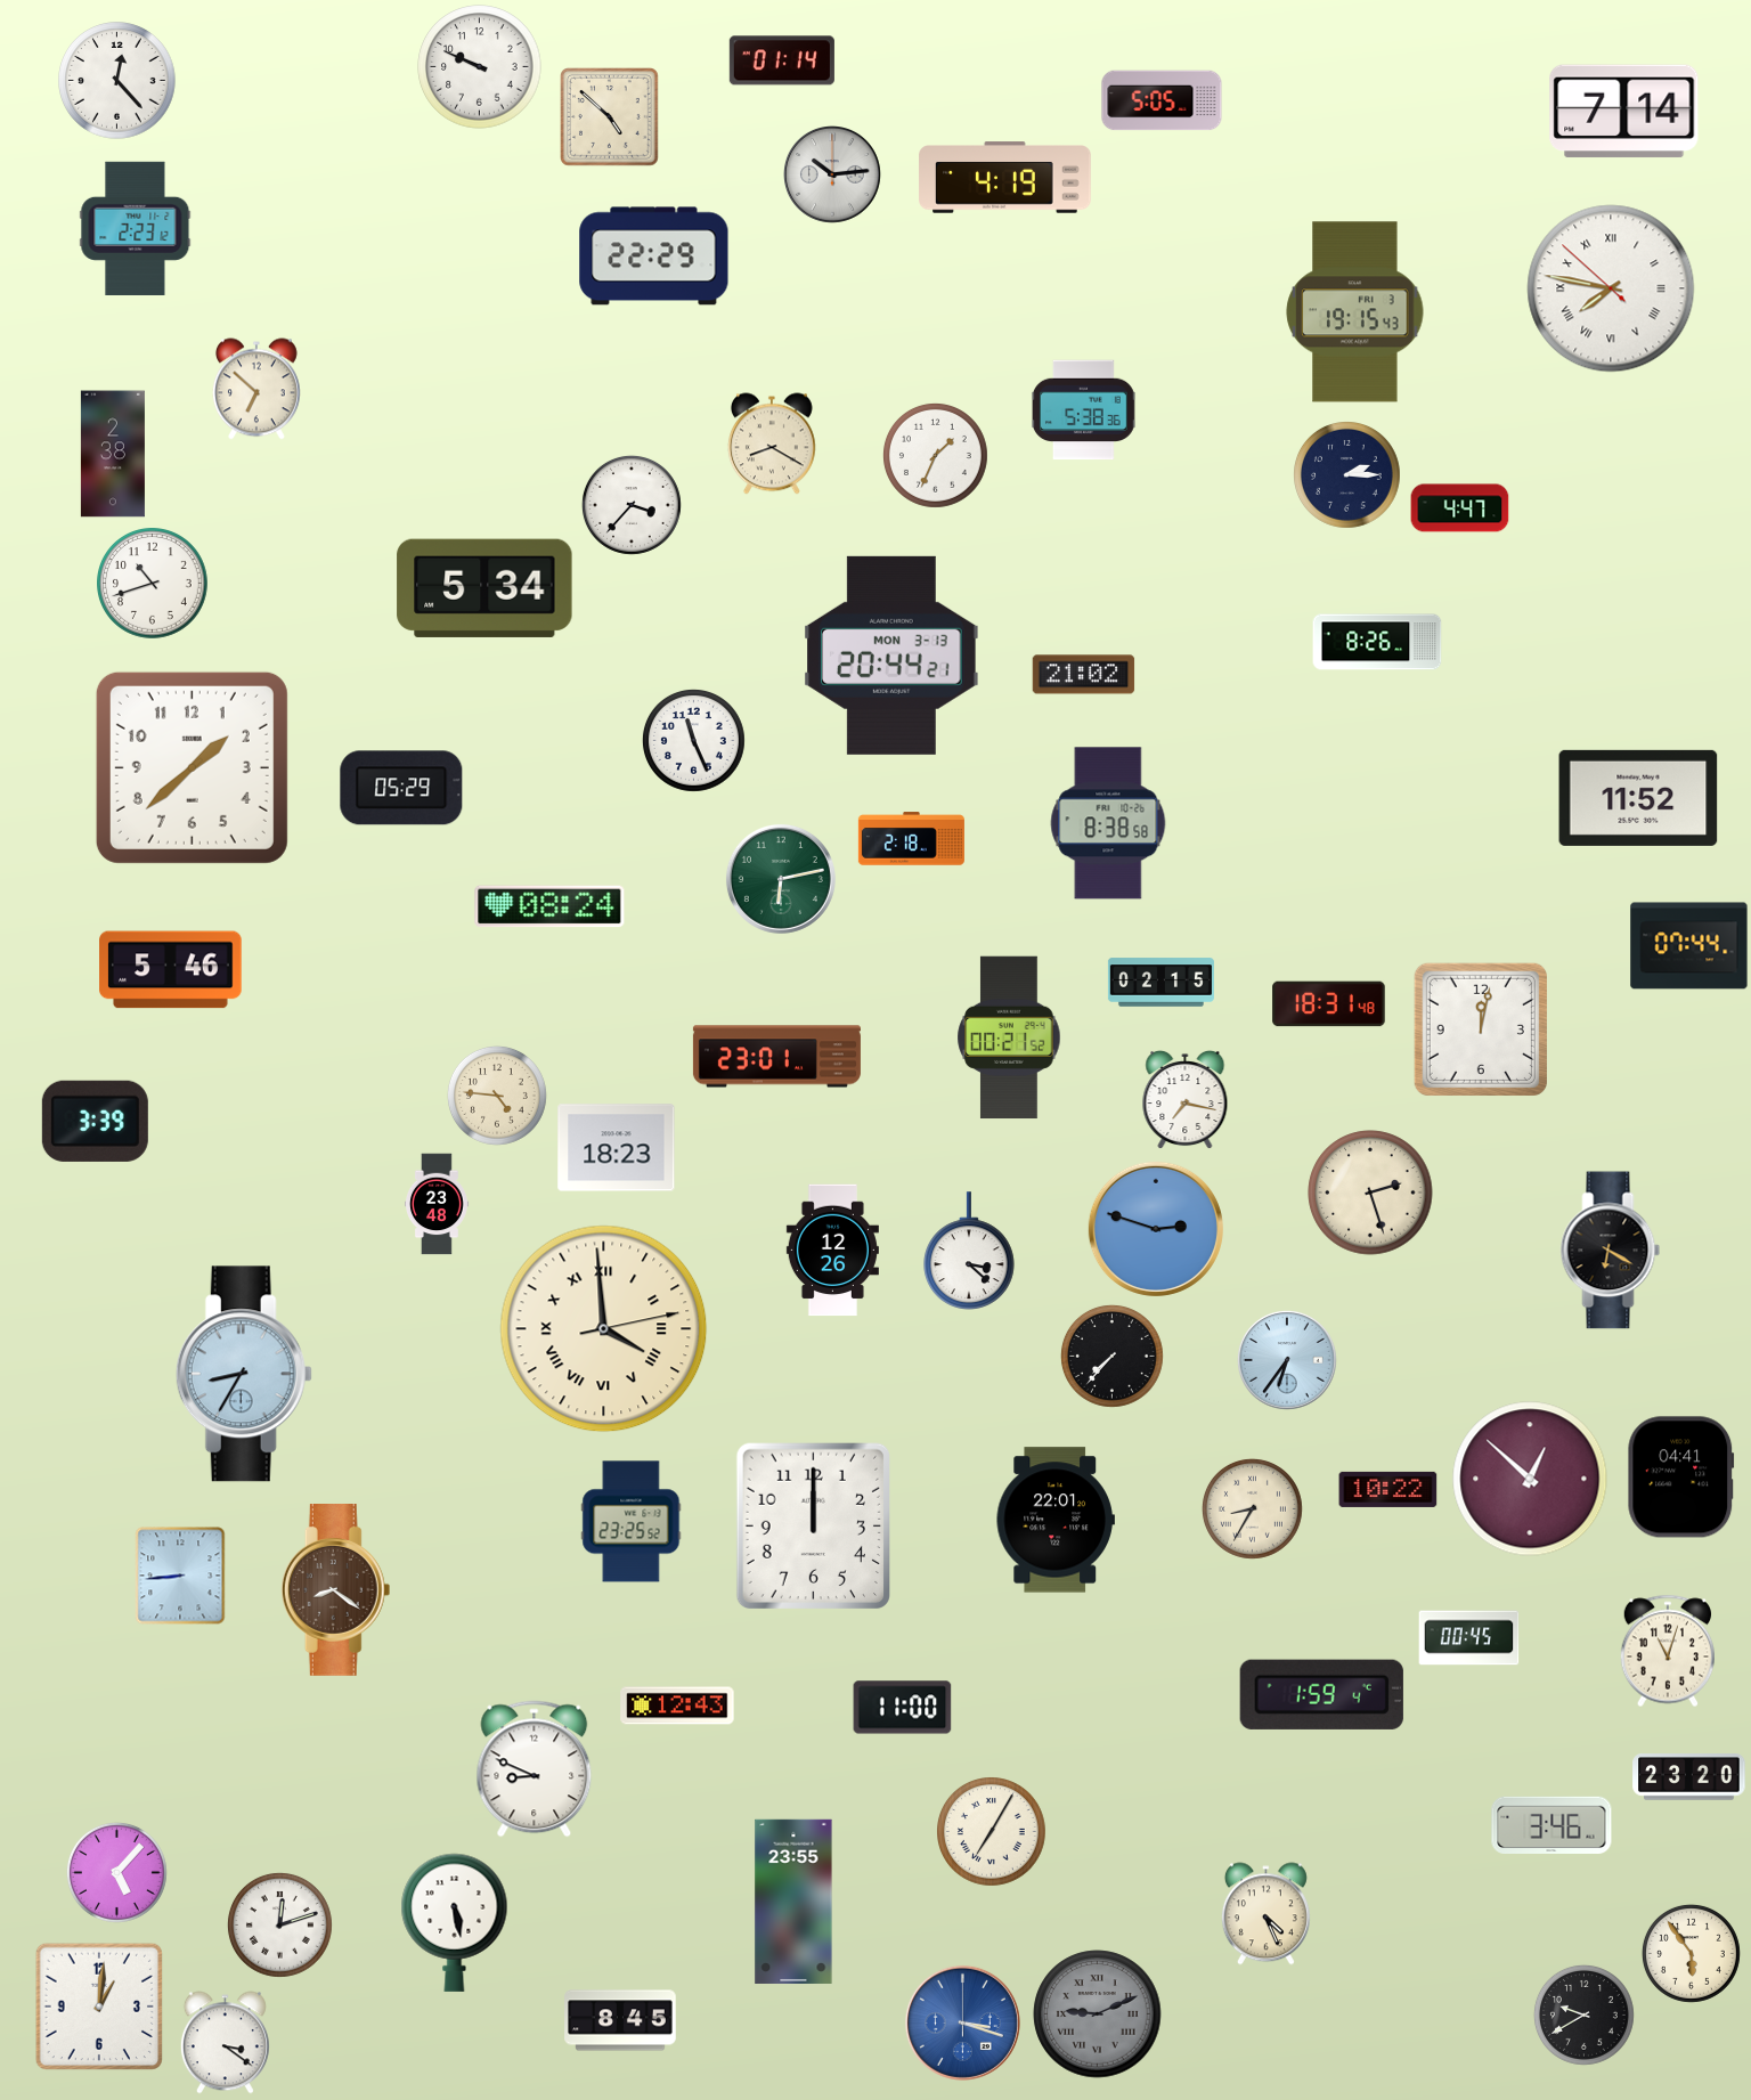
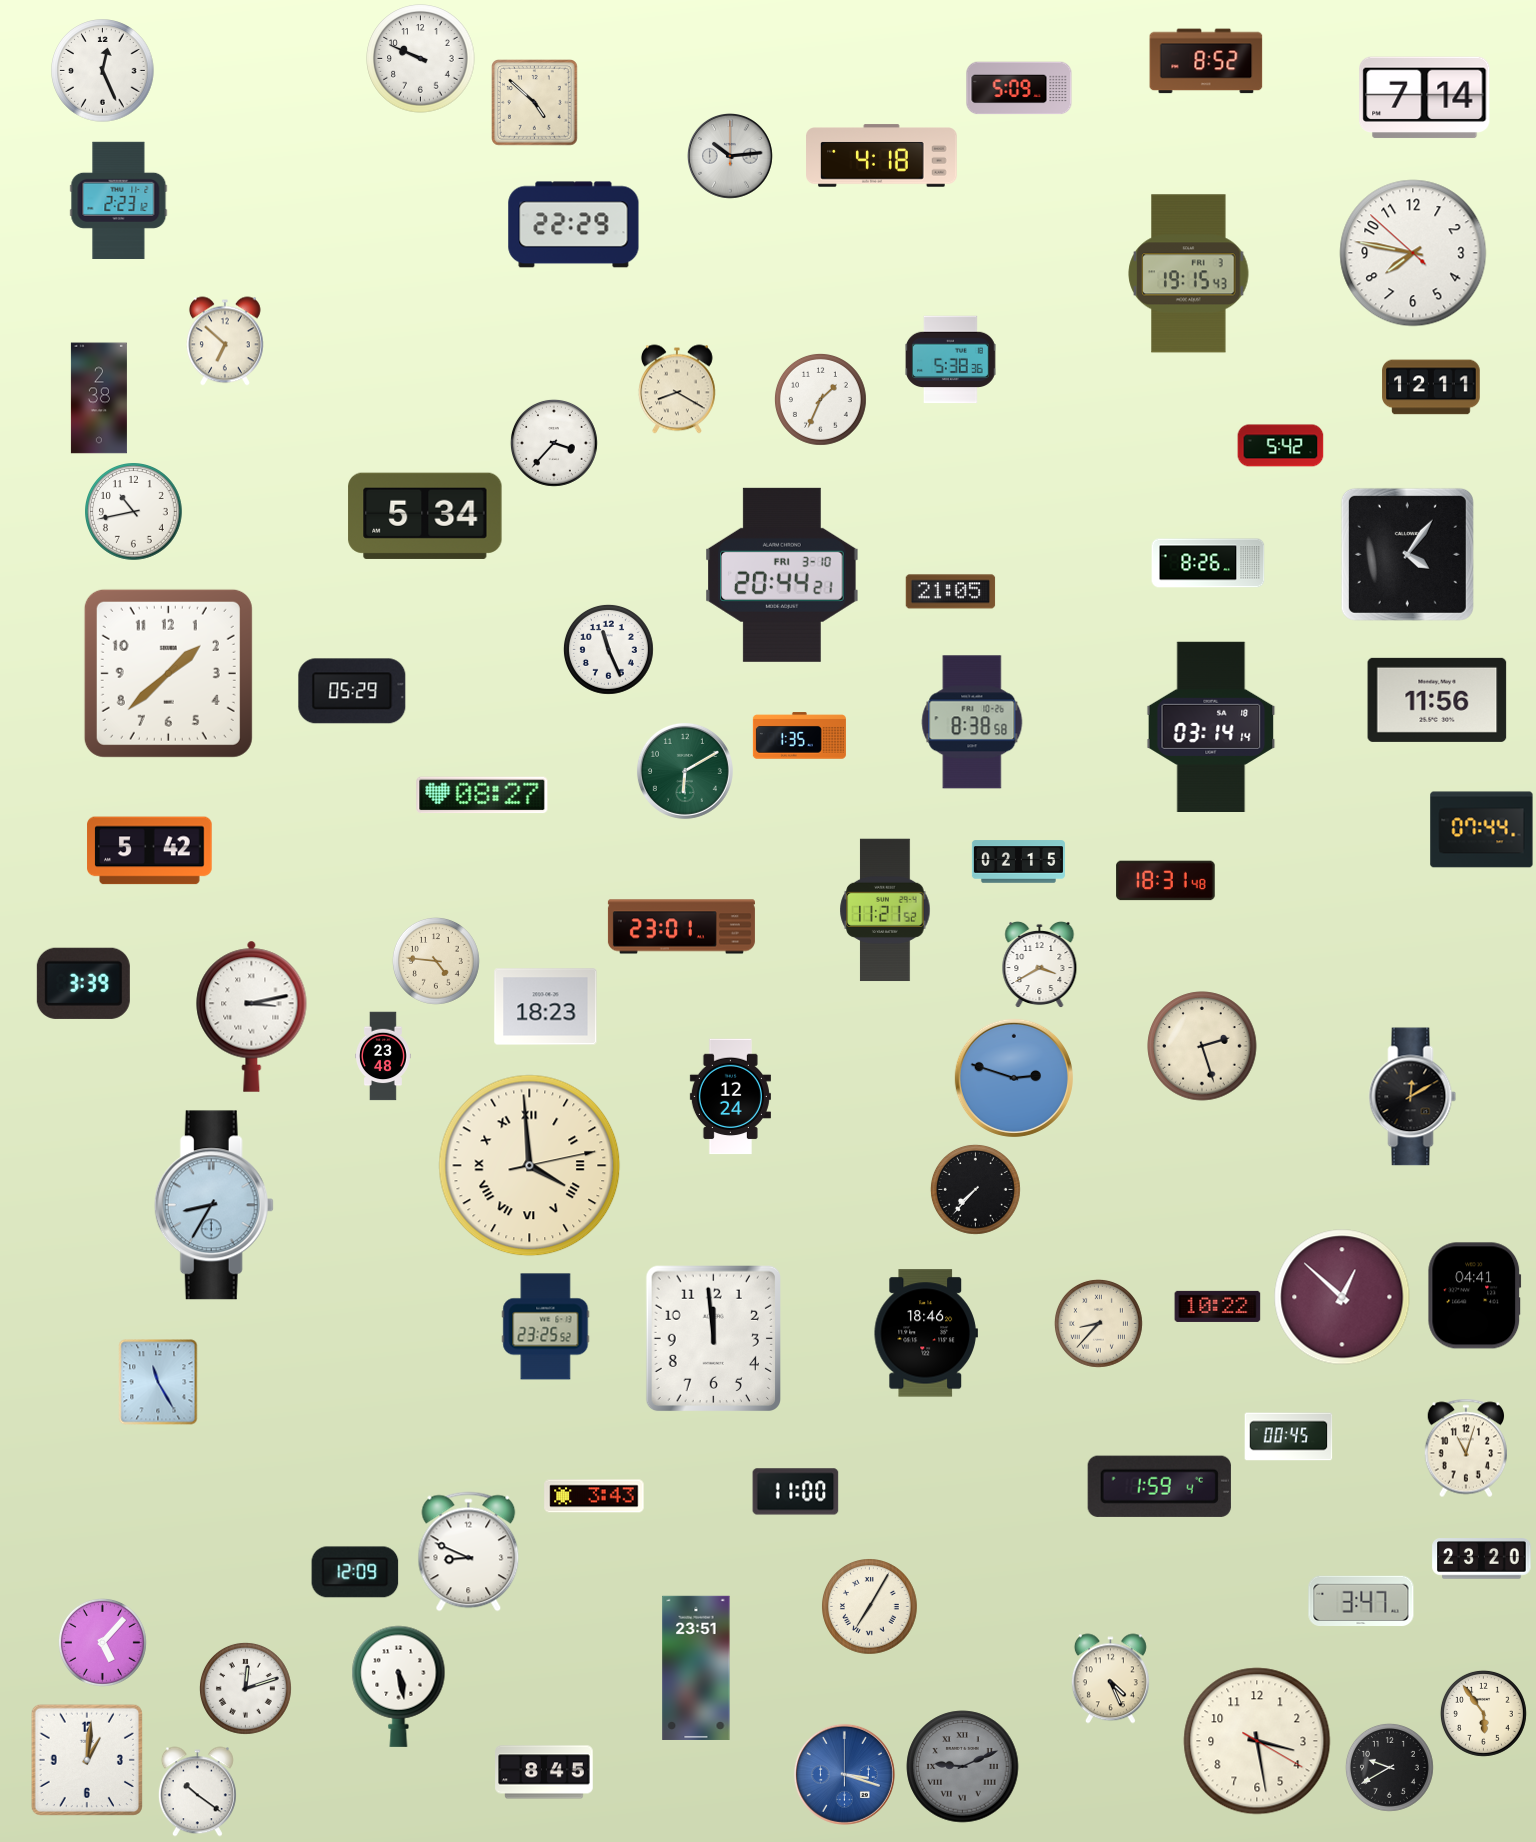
clock at (782, 60): 01:14 -> none
clock at (1206, 61): none -> 8:52
clock at (117, 81): 12:23 -> 12:26
clock at (1162, 100): 5:05 -> 5:09
clock at (833, 176) position: (833, 176) -> (731, 157)
clock at (1005, 178): 4:19 -> 4:18
clock at (1611, 288) numerals: Roman -> Arabic
clock at (1431, 387): none -> 12:11
clock at (1347, 475): 2:15 -> none
clock at (1460, 508): 4:47 -> 5:42
clock at (153, 584): 10:42 -> 10:43
clock at (1407, 554): none -> 4:06
clock at (891, 656) date: MON 3-13 -> FRI 3-10
clock at (1084, 675): 21:02 -> 21:05
clock at (1638, 798): 11:52 -> 11:56
clock at (1211, 726): none -> 03:14
clock at (911, 839): 2:18 -> 1:35
clock at (781, 879): 6:13 -> 6:10
clock at (549, 906): 08:24 -> 08:27
clock at (171, 970): 5:46 -> 5:42
clock at (1481, 1029): 12:02 -> none
clock at (1009, 1037): 00:21 -> 11:21
clock at (1186, 1100): 7:17 -> 3:40
clock at (617, 1148) position: (617, 1148) -> (546, 1007)
clock at (252, 1016): none -> 3:13
clock at (832, 1251): 12:26 -> 12:24
clock at (970, 1251): 3:22 -> none
clock at (1611, 1251): 6:20 -> 12:10
clock at (1287, 1360): 6:36 -> none
clock at (1252, 1508): 8:35 -> 8:37
clock at (1056, 1520): 22:01 -> 18:46
clock at (632, 1522) position: (632, 1522) -> (546, 1327)
clock at (813, 1527): 12:00 -> 11:59
clock at (180, 1576): 8:44 -> 11:25
clock at (336, 1590): 8:21 -> none
clock at (1668, 1651) position: (1668, 1651) -> (1466, 1448)
clock at (677, 1706): 12:43 -> 3:43
clock at (903, 1708) position: (903, 1708) -> (796, 1492)
clock at (355, 1572): none -> 12:09
clock at (1552, 1824): 3:46 -> 3:47
clock at (793, 1902): 23:55 -> 23:51
clock at (1257, 1741): none -> 3:28
clock at (225, 2043): 3:21 -> 10:21
